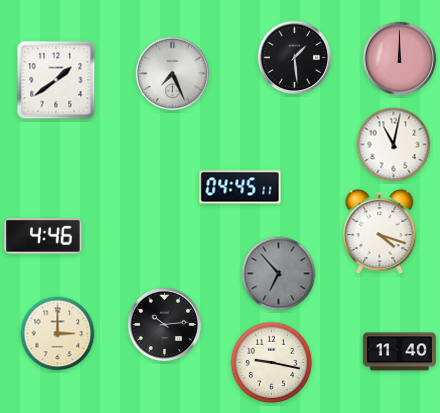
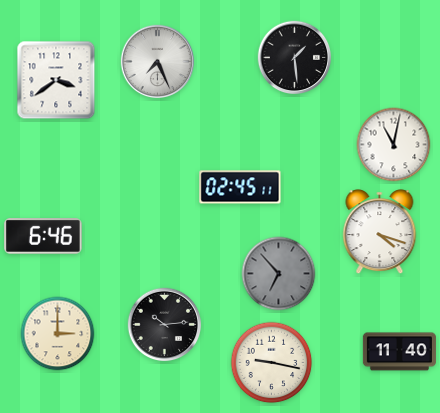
clock at (400, 59): 12:00 -> none
clock at (173, 74) position: (173, 74) -> (158, 62)
clock at (56, 80): 1:39 -> 3:39
clock at (240, 187): 04:45 -> 02:45
clock at (43, 236): 4:46 -> 6:46
